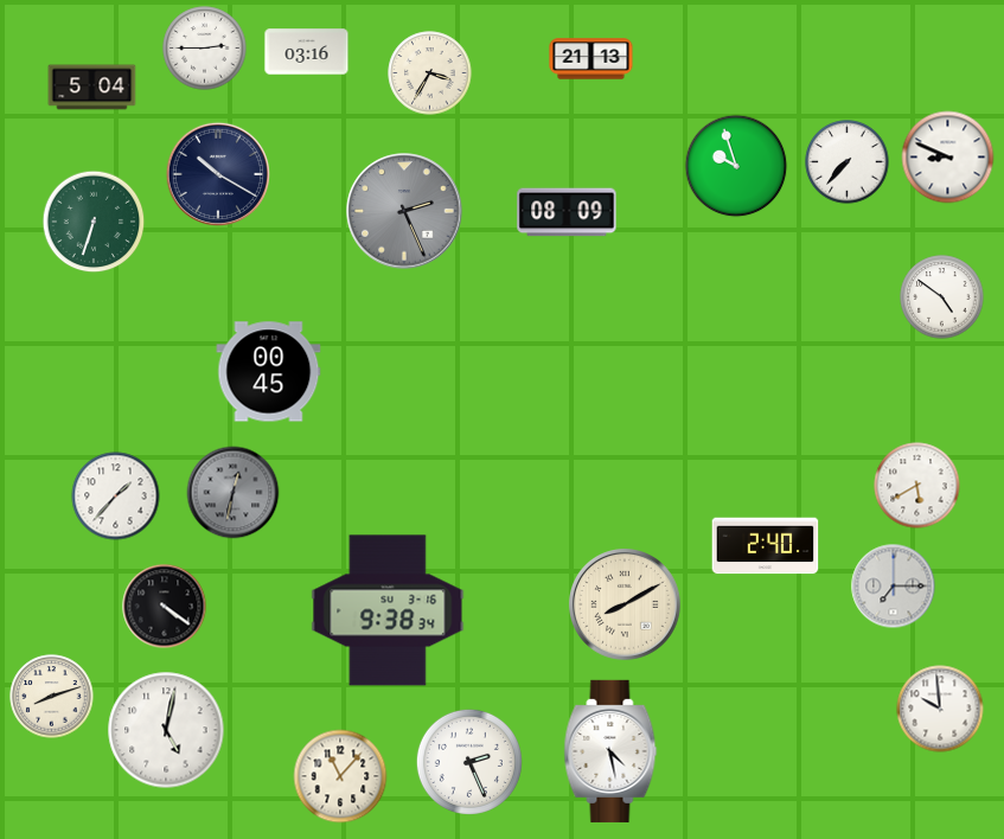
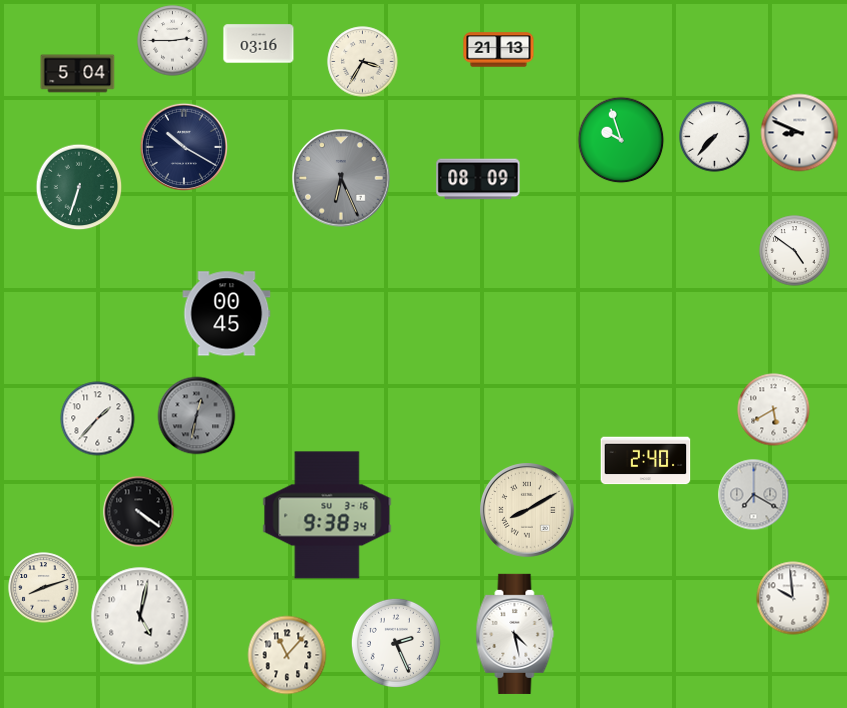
clock at (404, 211): 2:26 -> 6:26
clock at (894, 587): 7:15 -> 7:20
